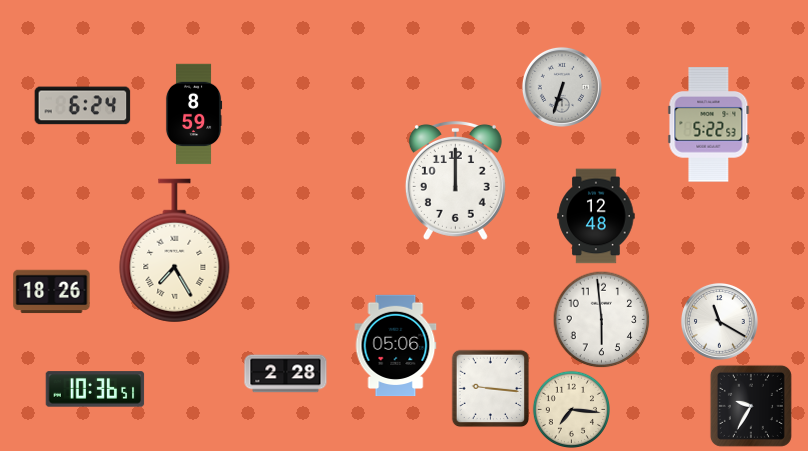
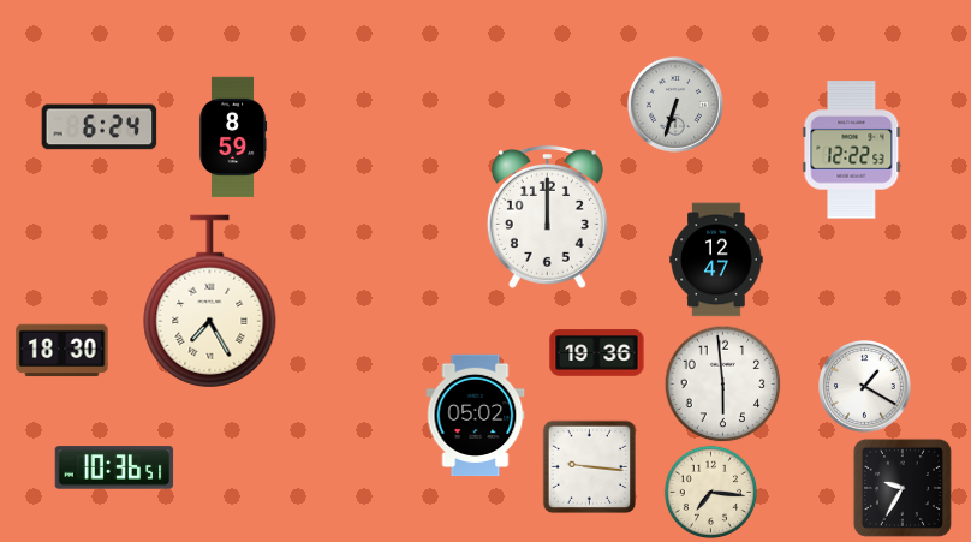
clock at (709, 125): 5:22 -> 12:22
clock at (596, 216): 12:48 -> 12:47
clock at (52, 292): 18:26 -> 18:30
clock at (597, 353): none -> 19:36
clock at (719, 321): 11:20 -> 1:20
clock at (396, 346): 05:06 -> 05:02
clock at (286, 374): 2:28 -> none
clock at (571, 409) position: (571, 409) -> (710, 492)
